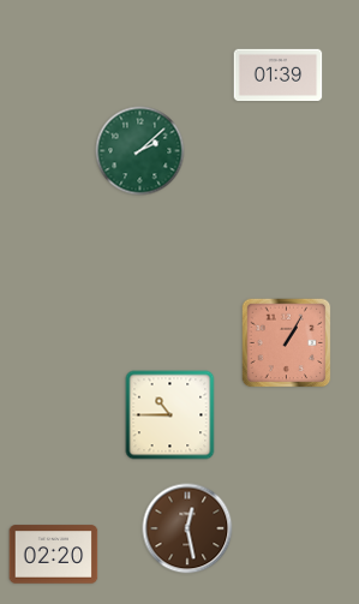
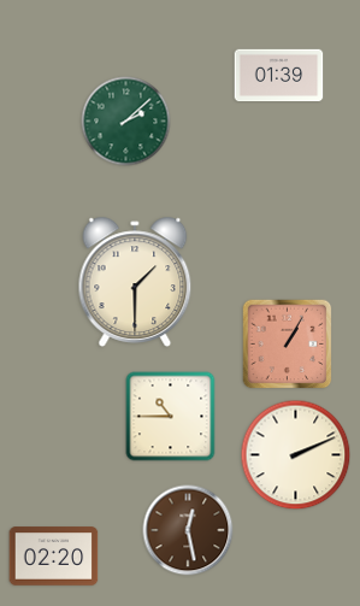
clock at (140, 151) position: (140, 151) -> (126, 122)
clock at (135, 282): none -> 1:30
clock at (296, 455): none -> 2:11
